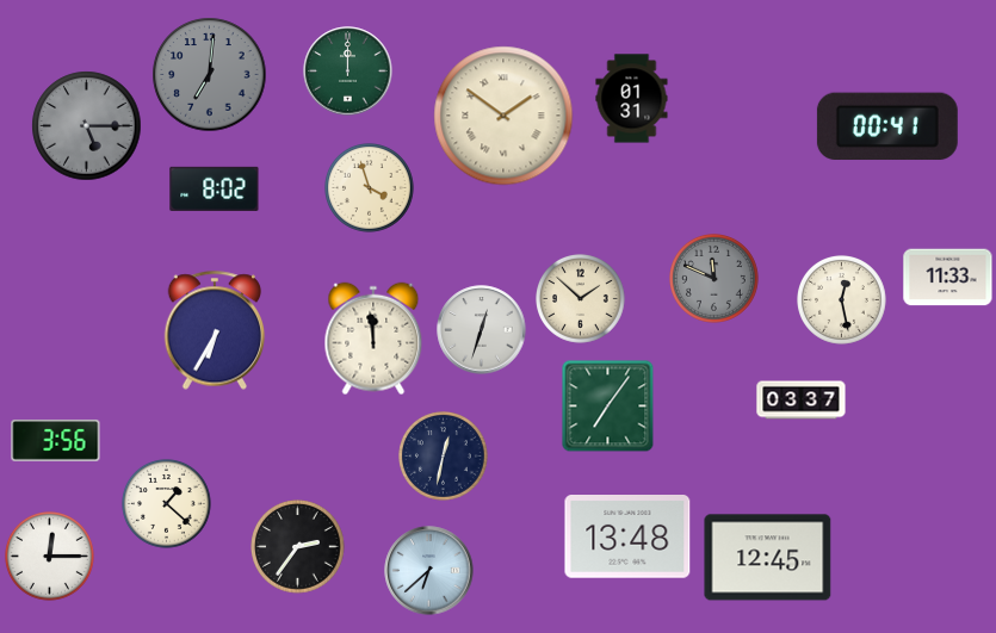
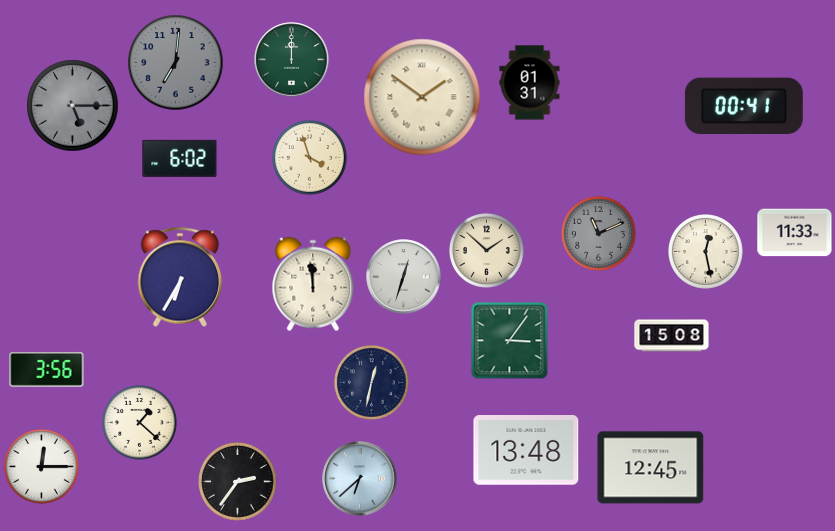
clock at (215, 188): 8:02 -> 6:02
clock at (714, 279): 11:49 -> 11:11
clock at (802, 401): 03:37 -> 15:08
clock at (608, 407): 7:06 -> 3:06
clock at (298, 547) position: (298, 547) -> (238, 482)
clock at (768, 558) position: (768, 558) -> (651, 468)
